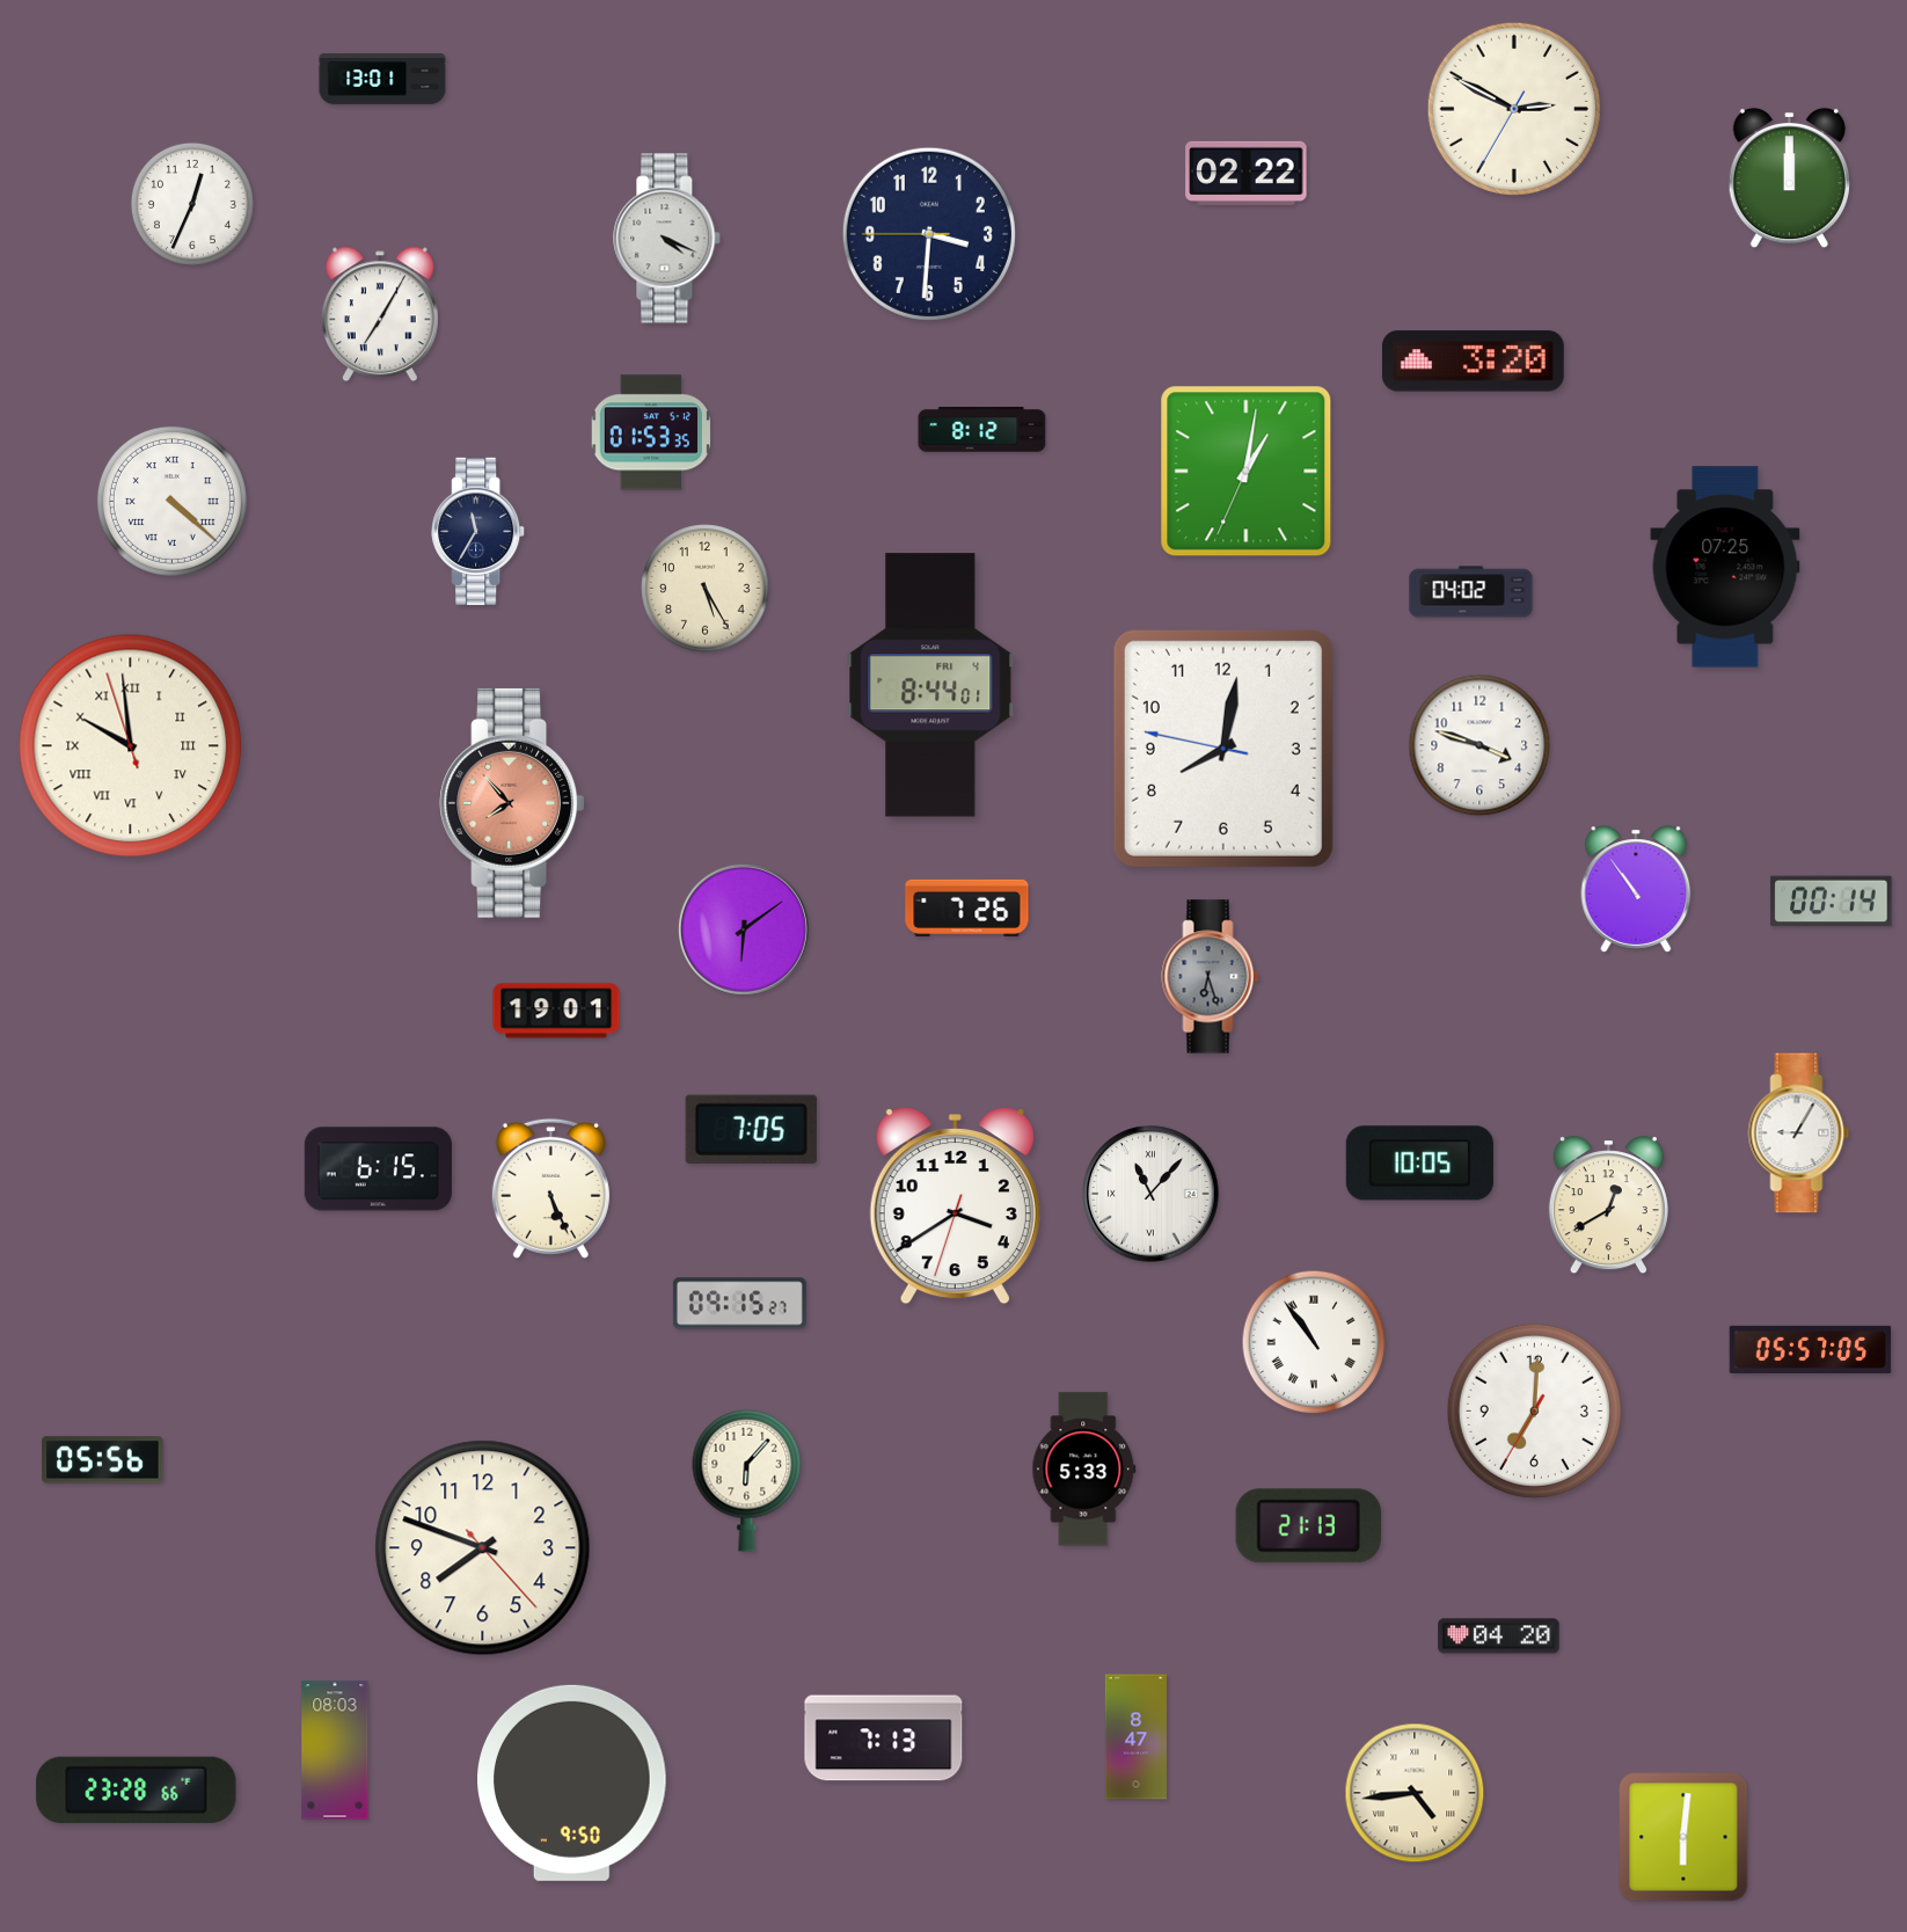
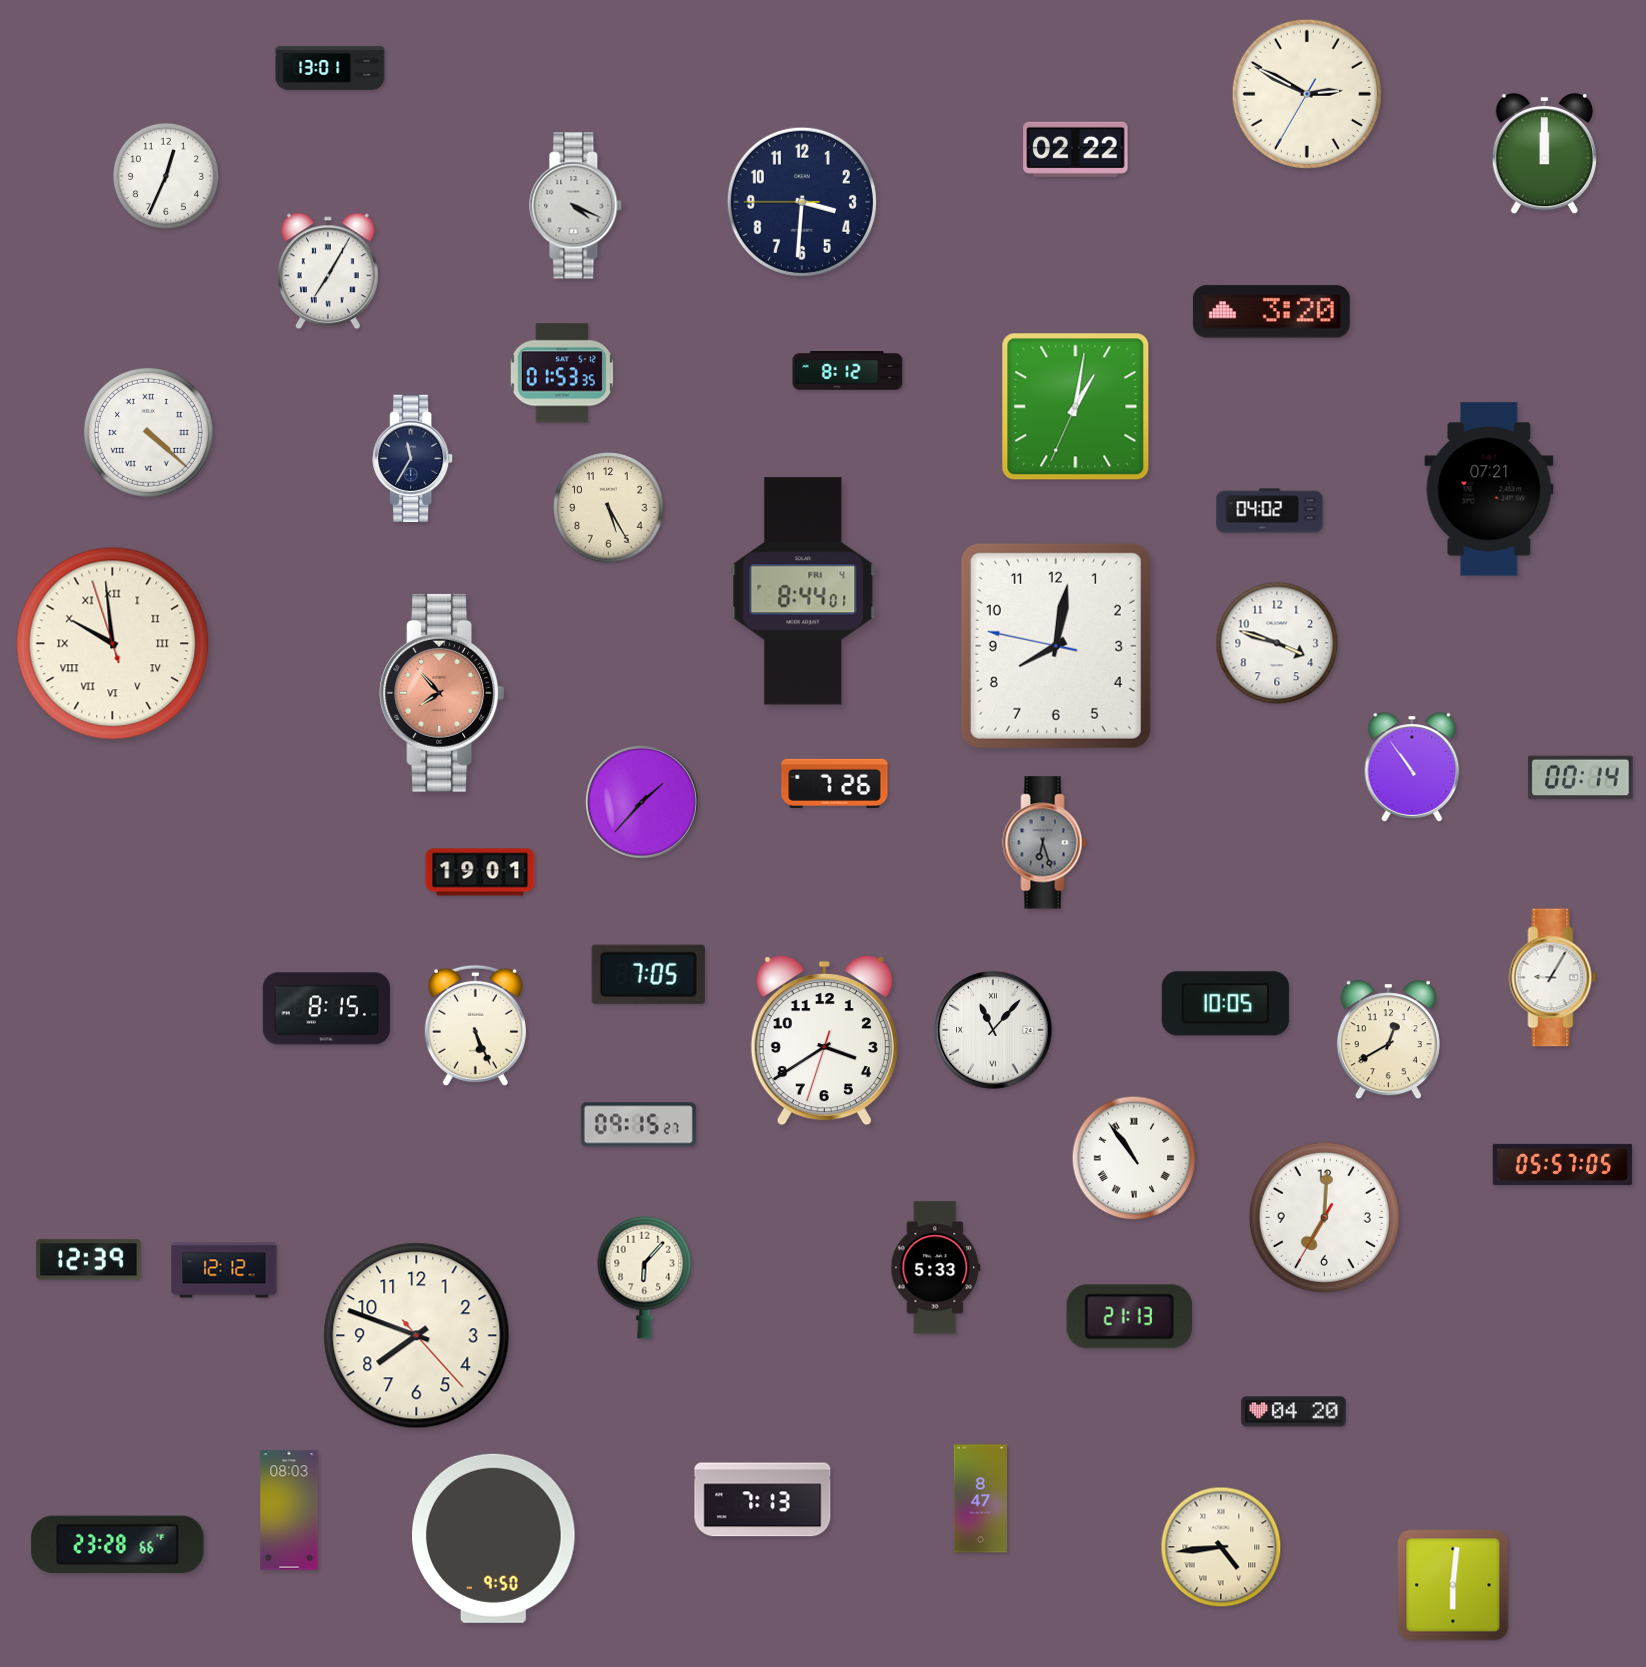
clock at (1725, 567): 07:25 -> 07:21
clock at (744, 929): 6:09 -> 1:37
clock at (378, 1169): 6:15 -> 8:15
clock at (103, 1460): 05:56 -> 12:39
clock at (224, 1270): none -> 12:12
